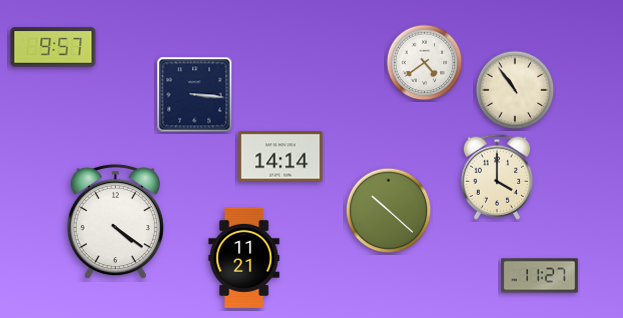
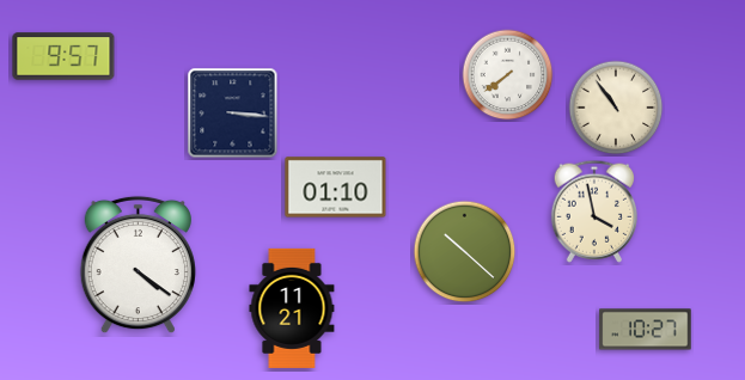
clock at (425, 63): 4:39 -> 7:39
clock at (281, 157): 14:14 -> 01:10
clock at (497, 177): 4:00 -> 3:58
clock at (540, 276): 11:27 -> 10:27
